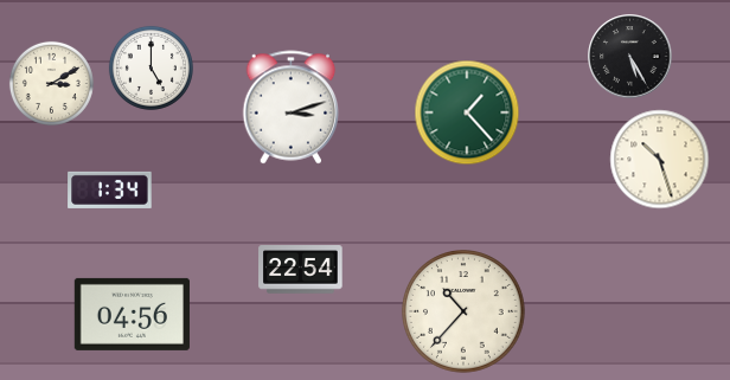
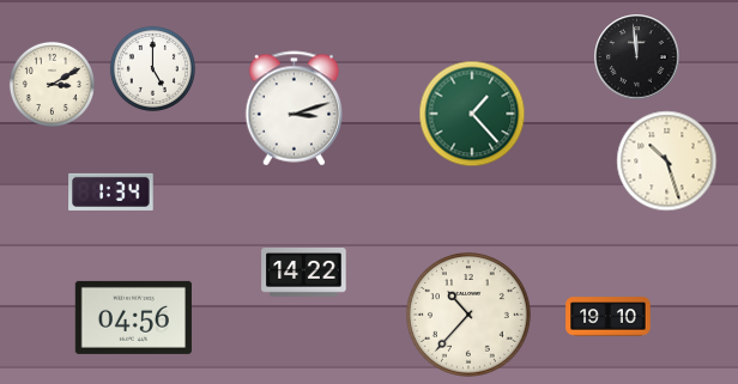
clock at (630, 57): 5:25 -> 11:59
clock at (301, 270): 22:54 -> 14:22
clock at (609, 317): none -> 19:10
